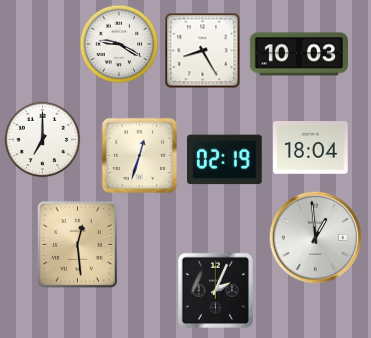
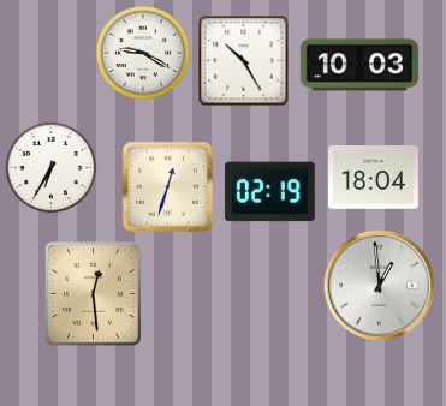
clock at (203, 51): 8:25 -> 10:25
clock at (43, 140): 7:00 -> 6:35
clock at (215, 290): 2:04 -> none
